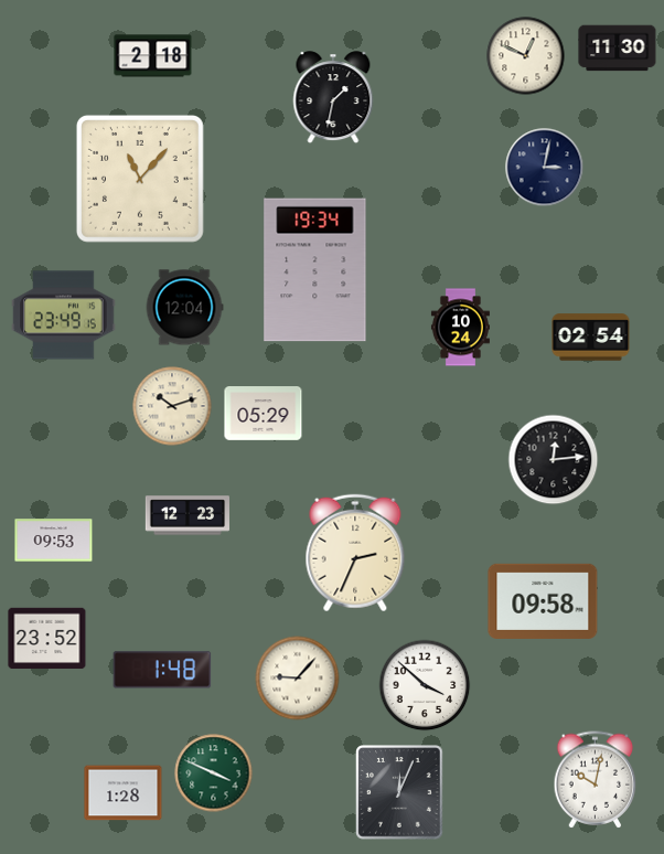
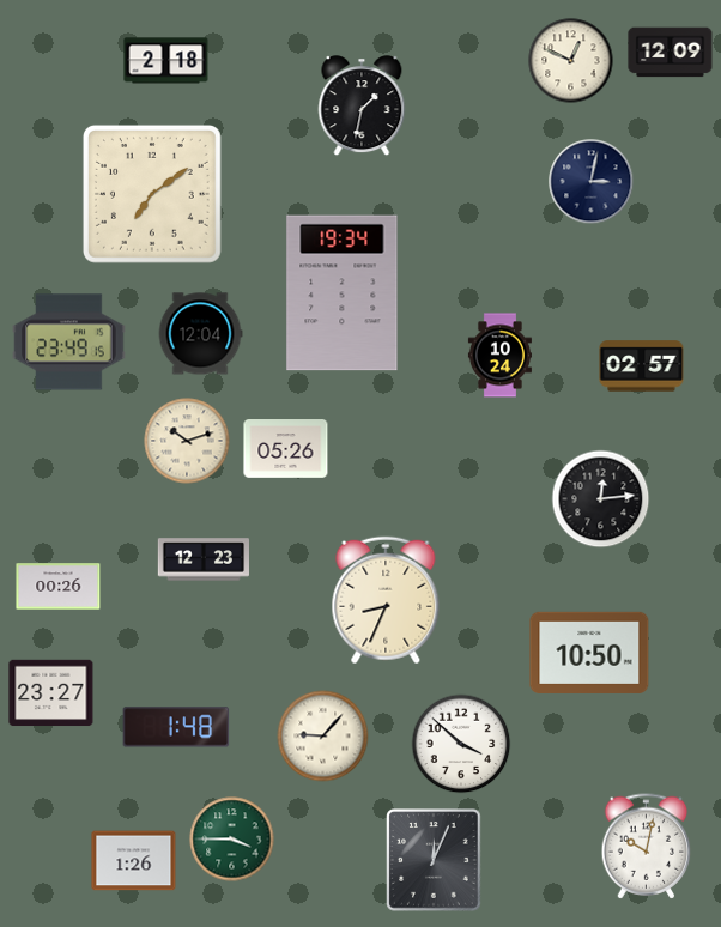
clock at (618, 49): 11:30 -> 12:09
clock at (140, 179): 11:07 -> 7:09
clock at (591, 338): 02:54 -> 02:57
clock at (264, 414): 05:29 -> 05:26
clock at (54, 541): 09:53 -> 00:26
clock at (355, 553): 2:34 -> 8:34
clock at (543, 601): 09:58 -> 10:50
clock at (47, 639): 23:52 -> 23:27
clock at (214, 773): 3:49 -> 3:45
clock at (124, 793): 1:28 -> 1:26
